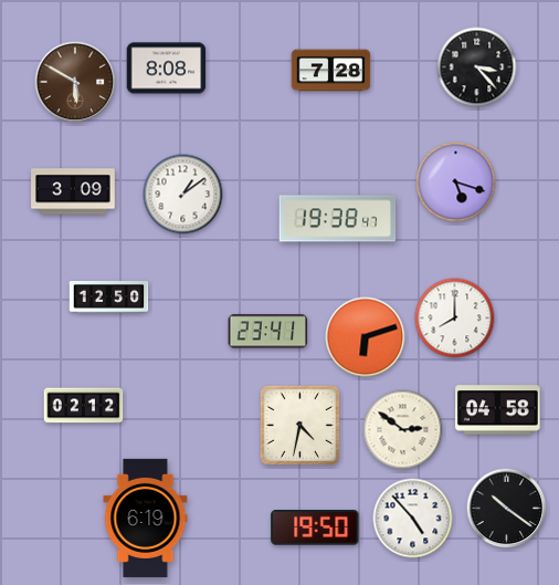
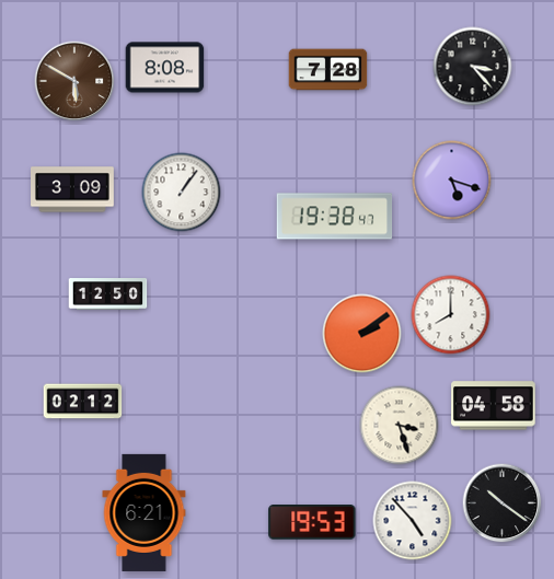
clock at (183, 195): 1:09 -> 1:06
clock at (268, 332): 23:41 -> none
clock at (366, 337): 6:12 -> 2:09
clock at (299, 425): 4:32 -> none
clock at (403, 430): 2:51 -> 3:27
clock at (146, 518): 6:19 -> 6:21
clock at (413, 519) position: (413, 519) -> (413, 521)
clock at (315, 527): 19:50 -> 19:53
